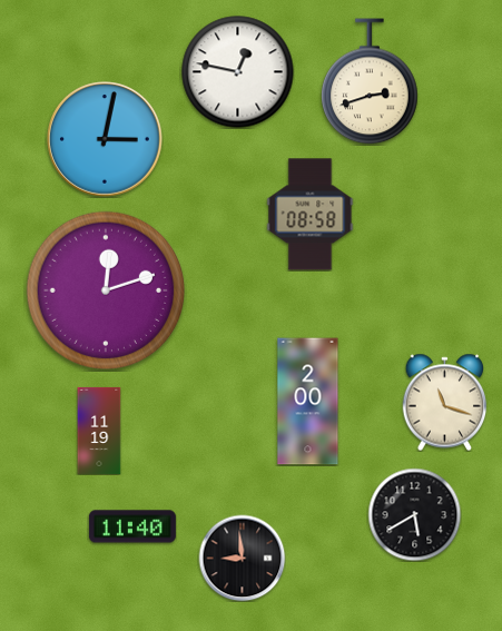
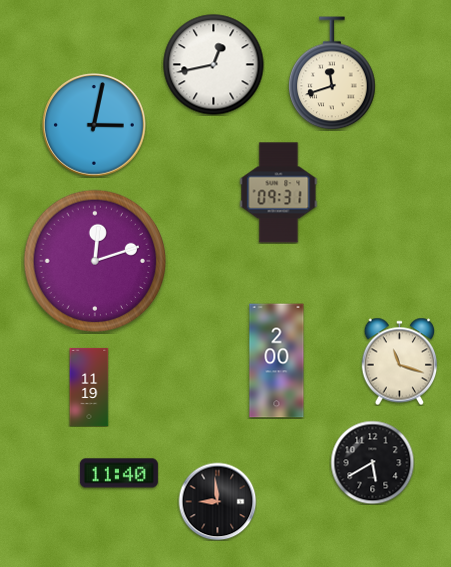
clock at (238, 72): 12:47 -> 12:43
clock at (370, 81): 2:42 -> 11:42
clock at (311, 215): 08:58 -> 09:31
